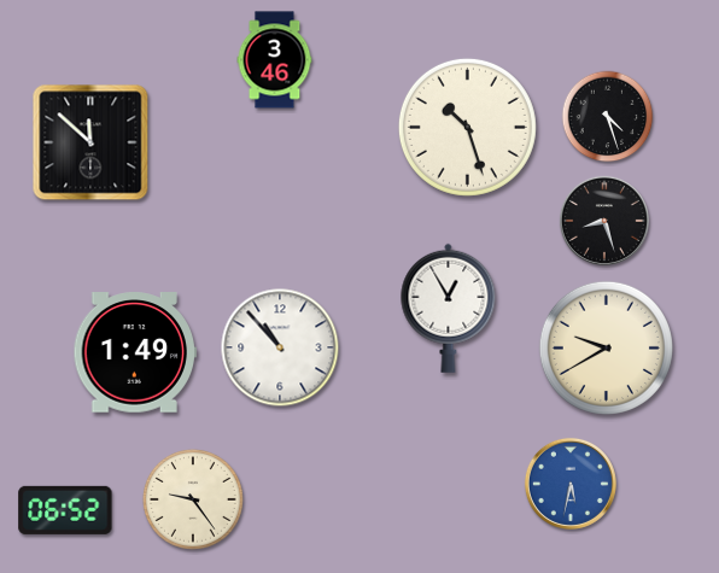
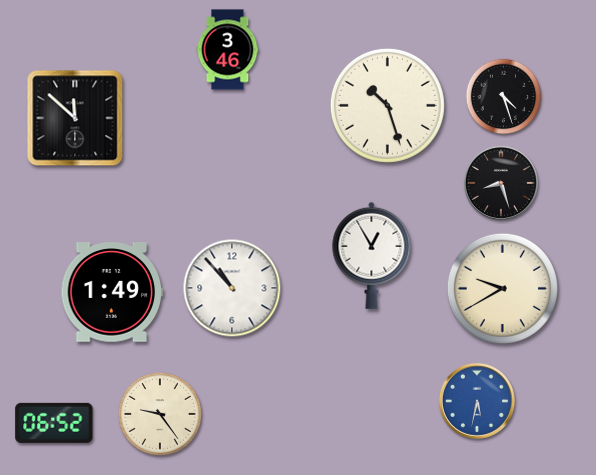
clock at (571, 484) position: (571, 484) -> (477, 401)
